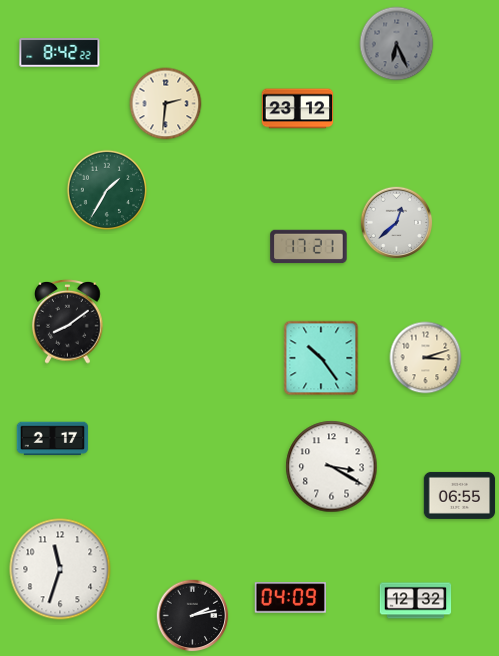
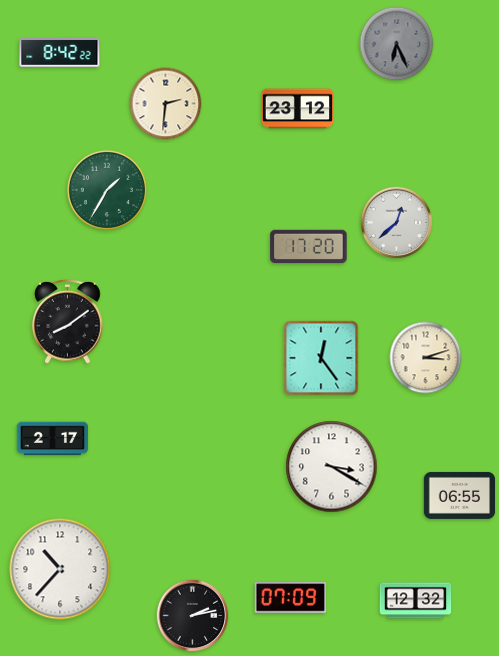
clock at (309, 247): 17:21 -> 17:20
clock at (321, 358): 10:24 -> 12:24
clock at (60, 569): 11:33 -> 10:37
clock at (290, 598): 04:09 -> 07:09
